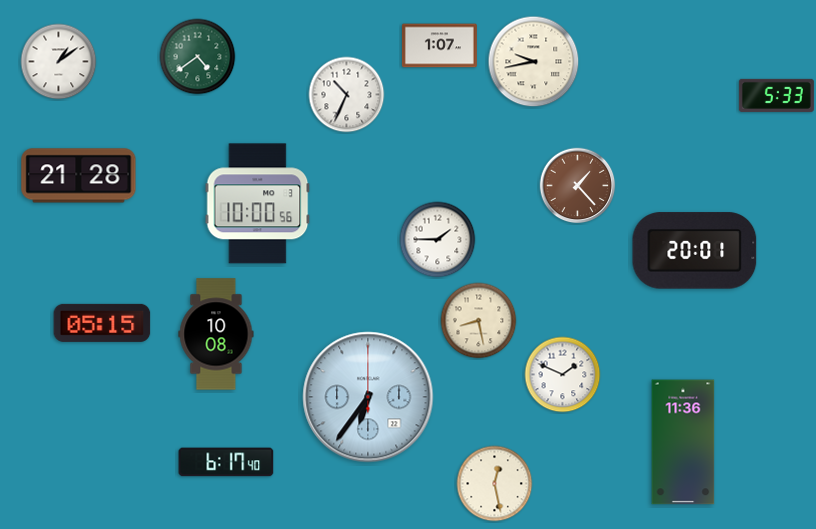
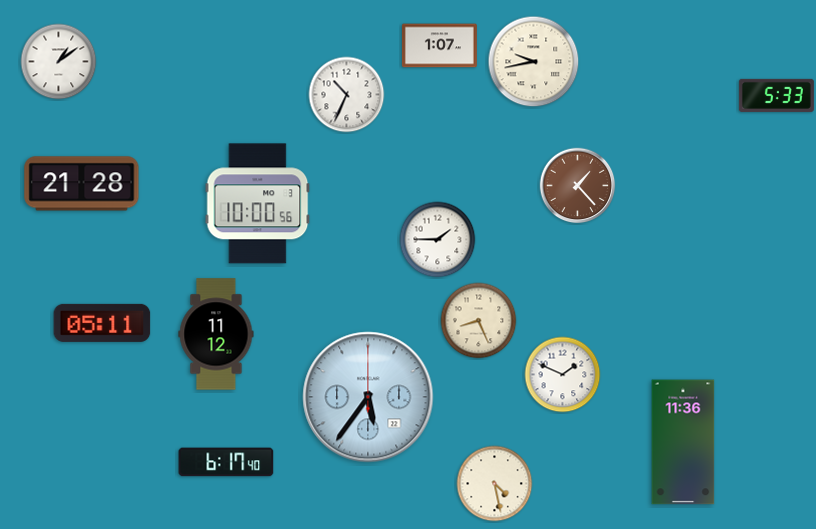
clock at (198, 57): 4:39 -> none
clock at (79, 176) position: (79, 176) -> (82, 184)
clock at (695, 251): 20:01 -> none
clock at (479, 321): 8:28 -> 8:26
clock at (102, 323): 05:15 -> 05:11
clock at (216, 334): 10:08 -> 11:12
clock at (368, 397): 6:36 -> 5:36
clock at (495, 484): 12:28 -> 4:28
